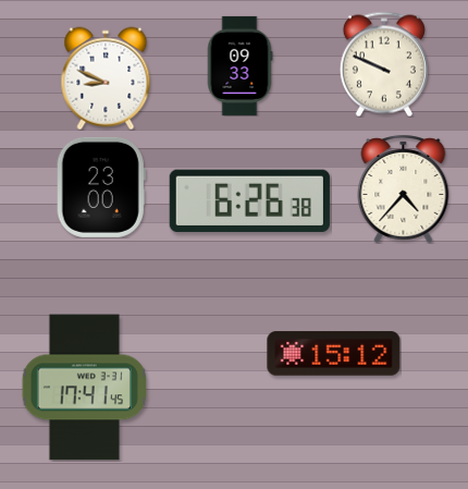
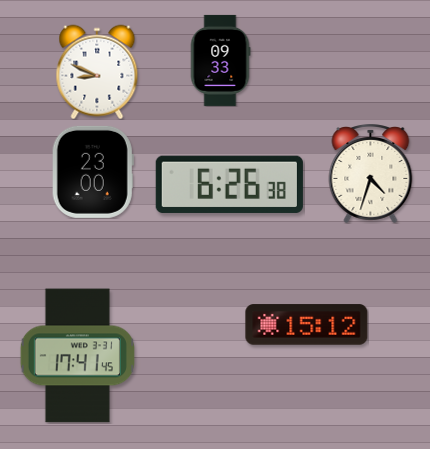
clock at (384, 64): 9:49 -> none
clock at (404, 190): 4:37 -> 4:33
